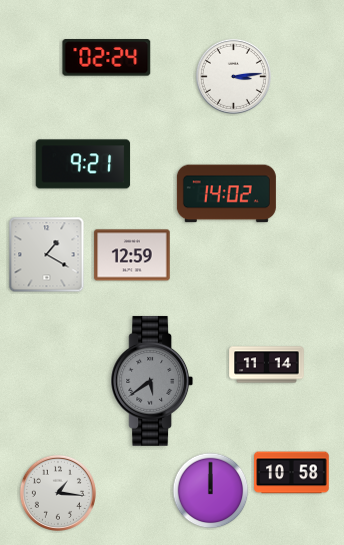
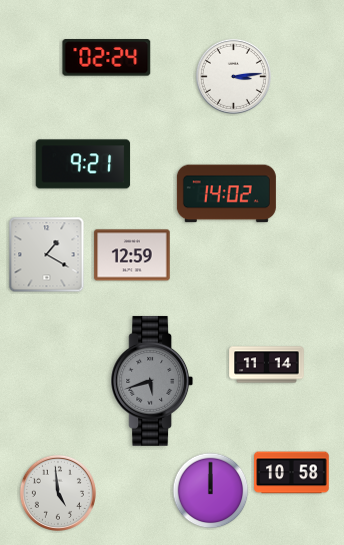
clock at (152, 381): 5:39 -> 5:42
clock at (58, 493): 1:16 -> 4:59
